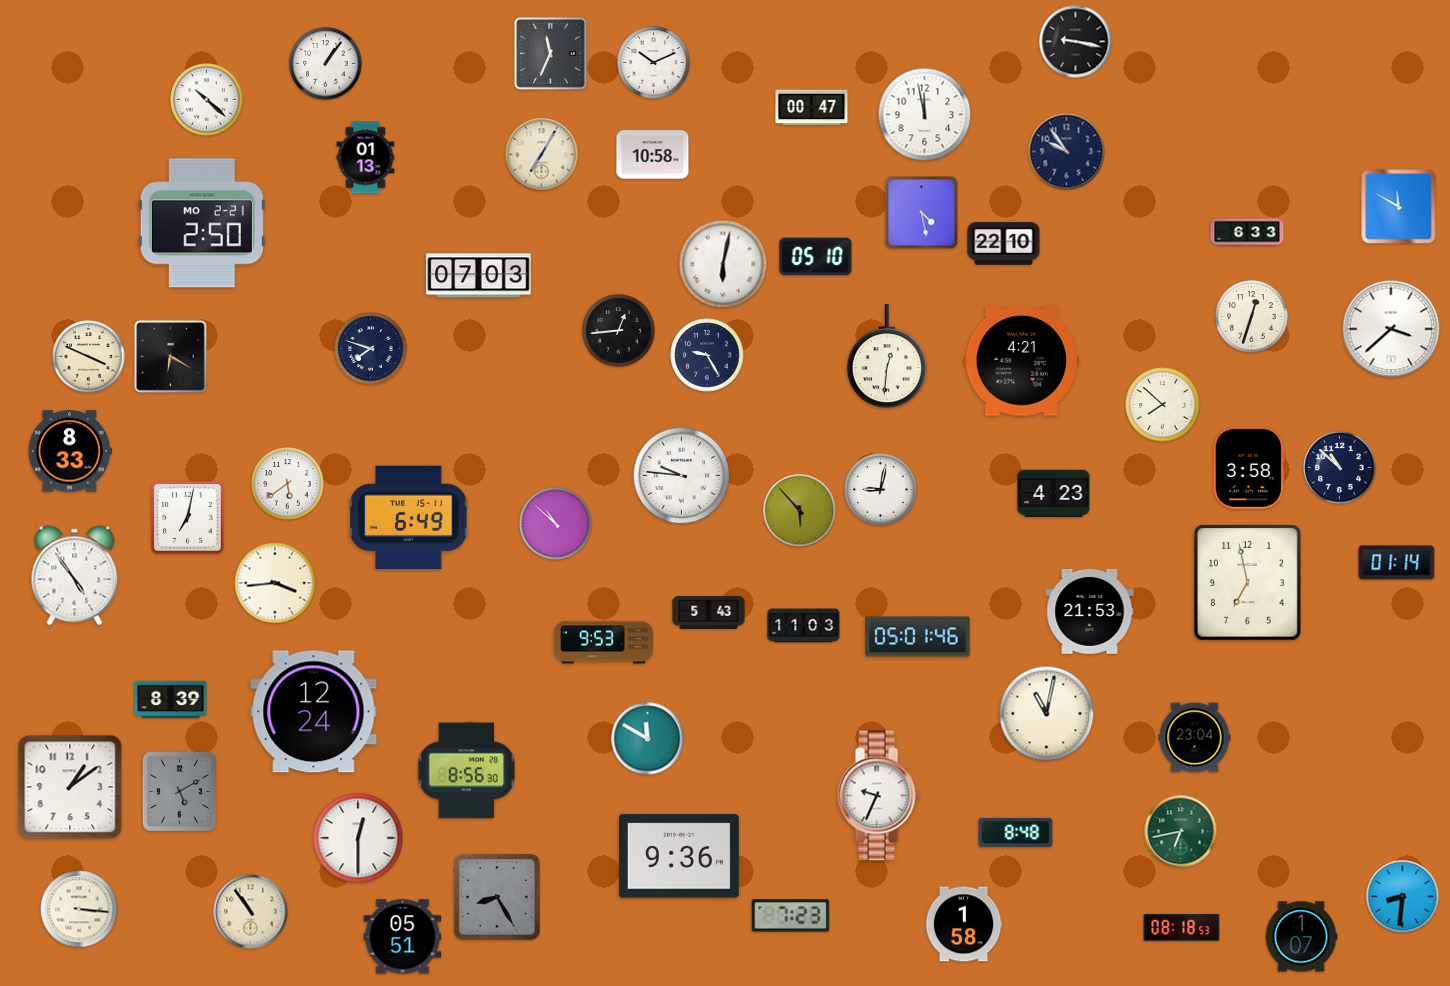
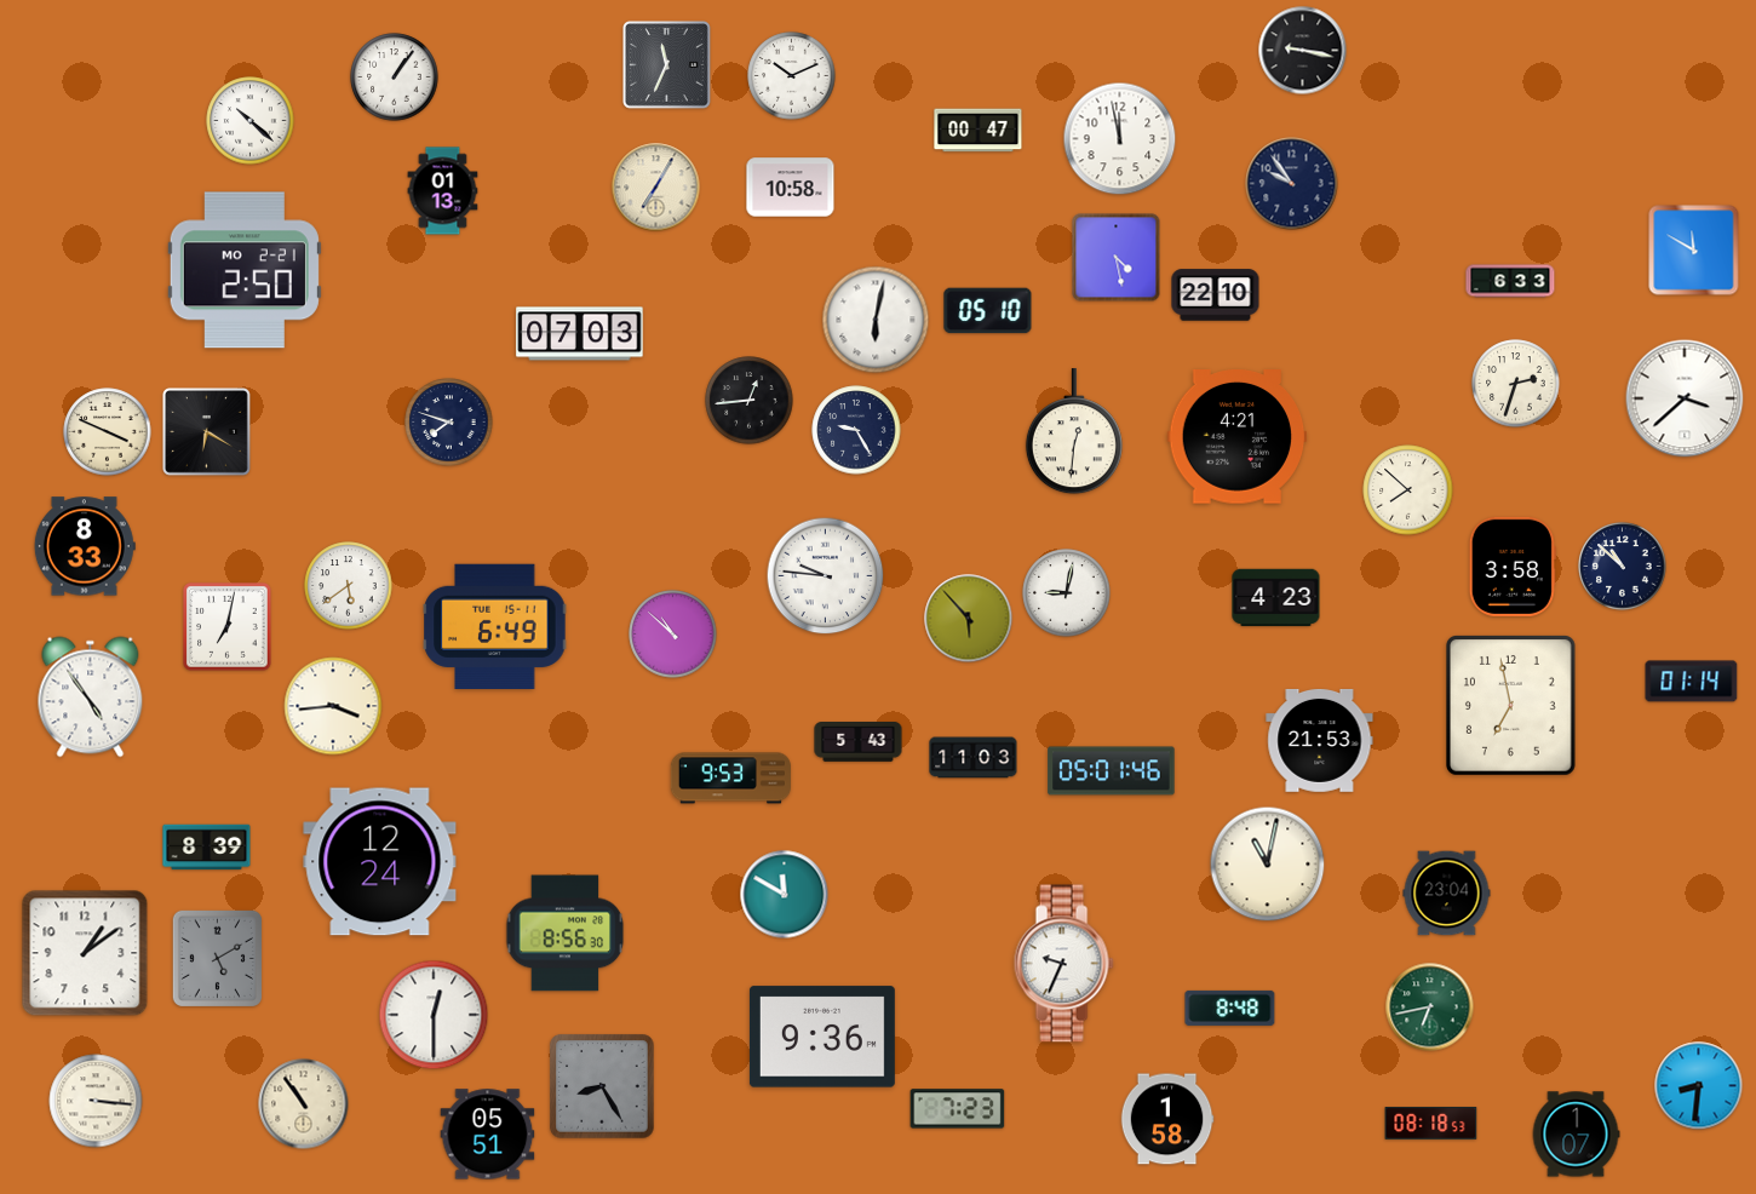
clock at (812, 108) position: (812, 108) -> (979, 131)
clock at (1252, 317): 12:33 -> 2:33
